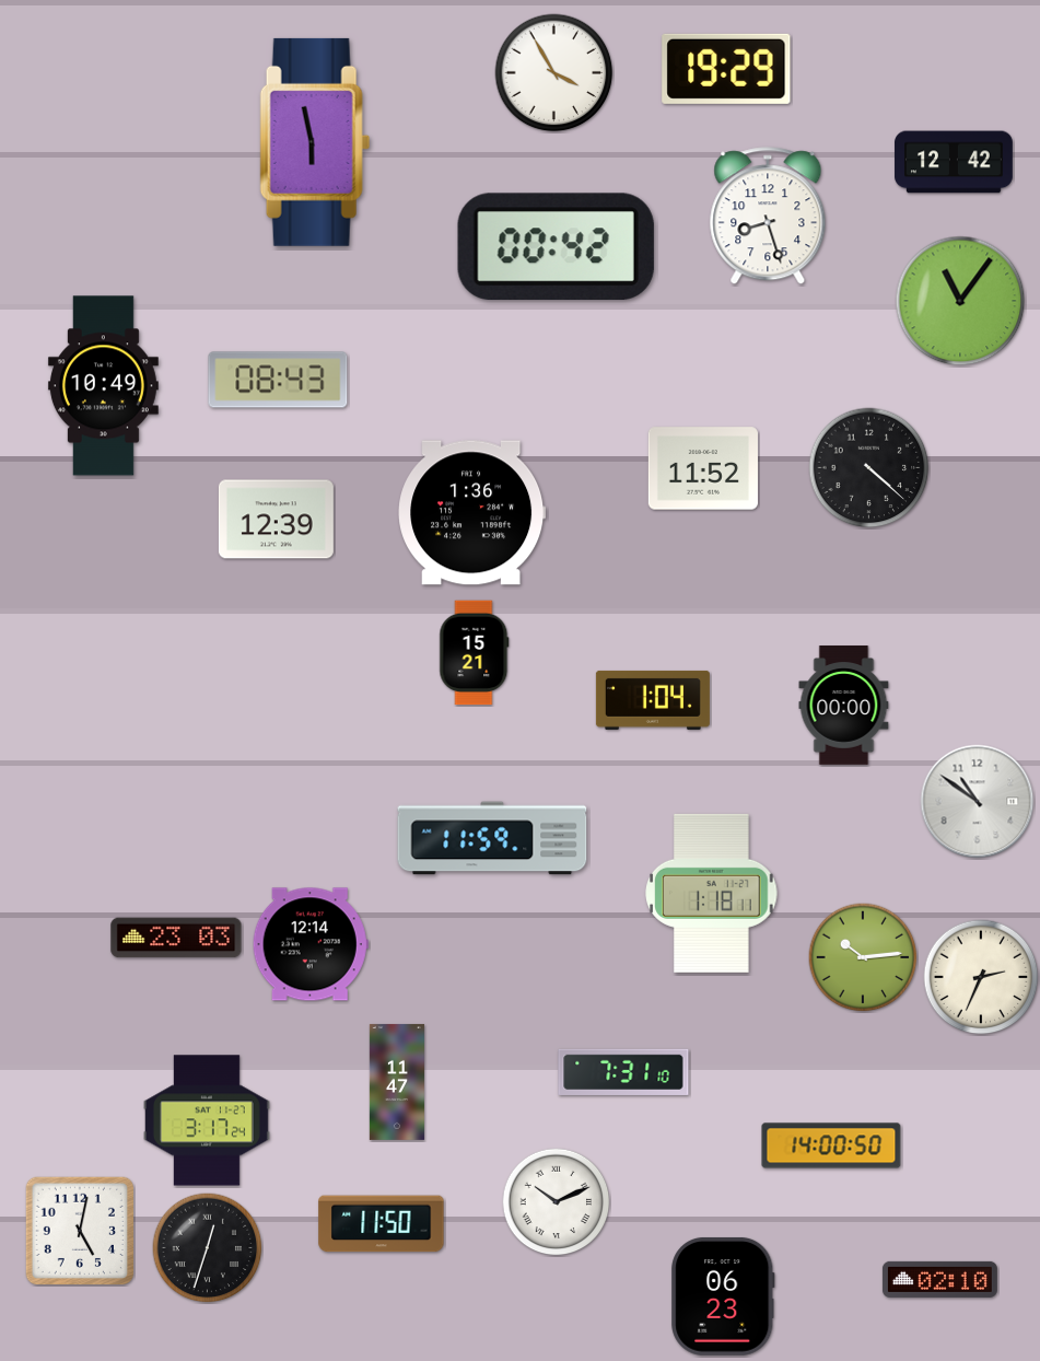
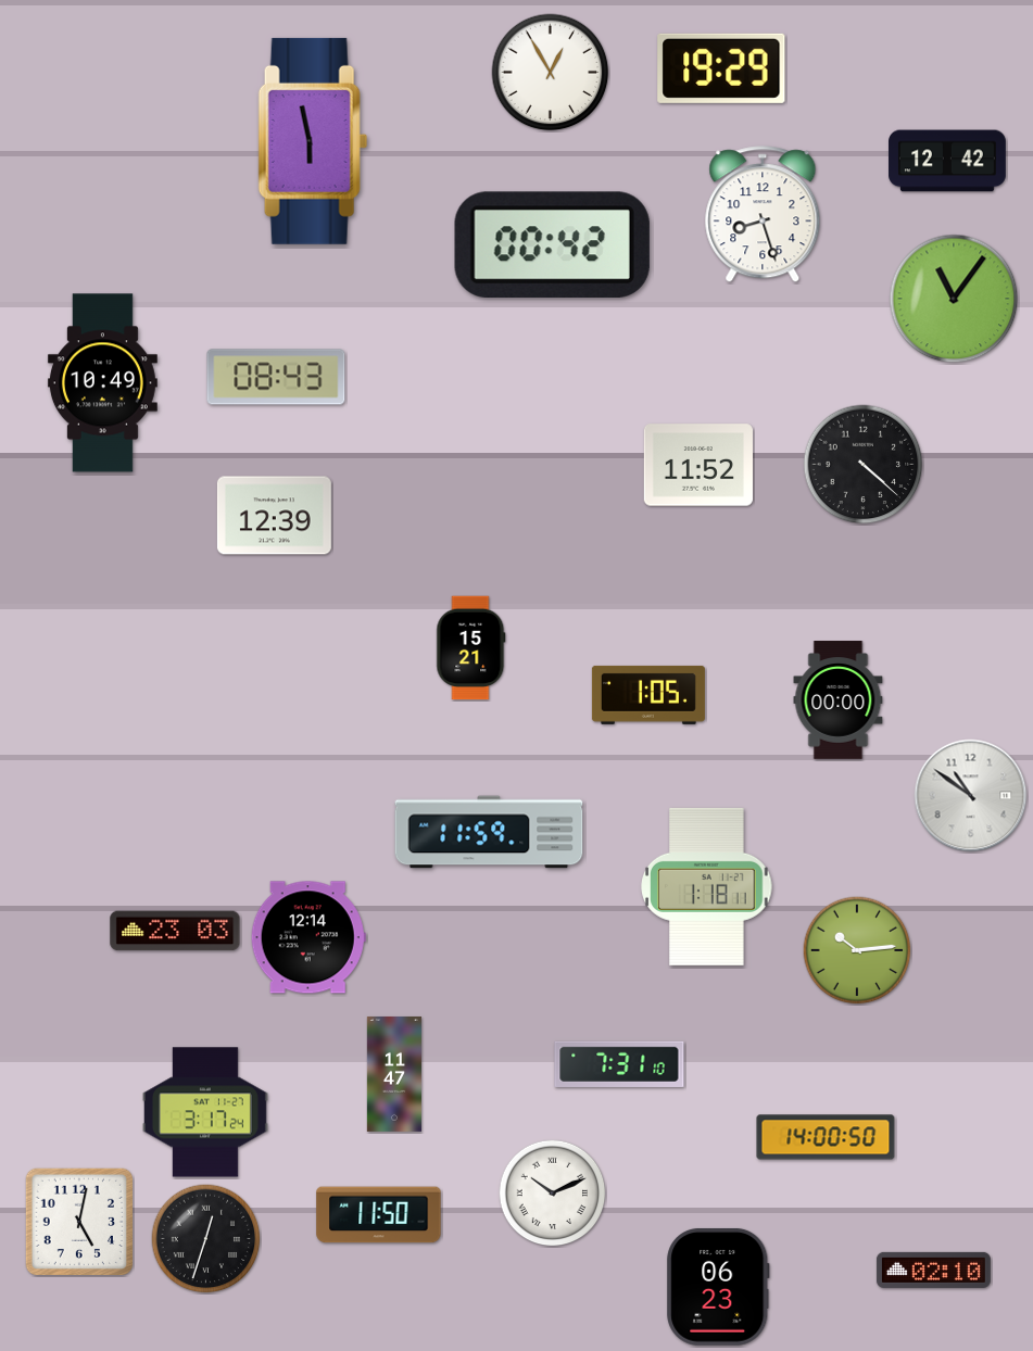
clock at (554, 73): 3:55 -> 12:55
clock at (472, 513): 1:36 -> none
clock at (653, 700): 1:04 -> 1:05
clock at (981, 977): 2:34 -> none
